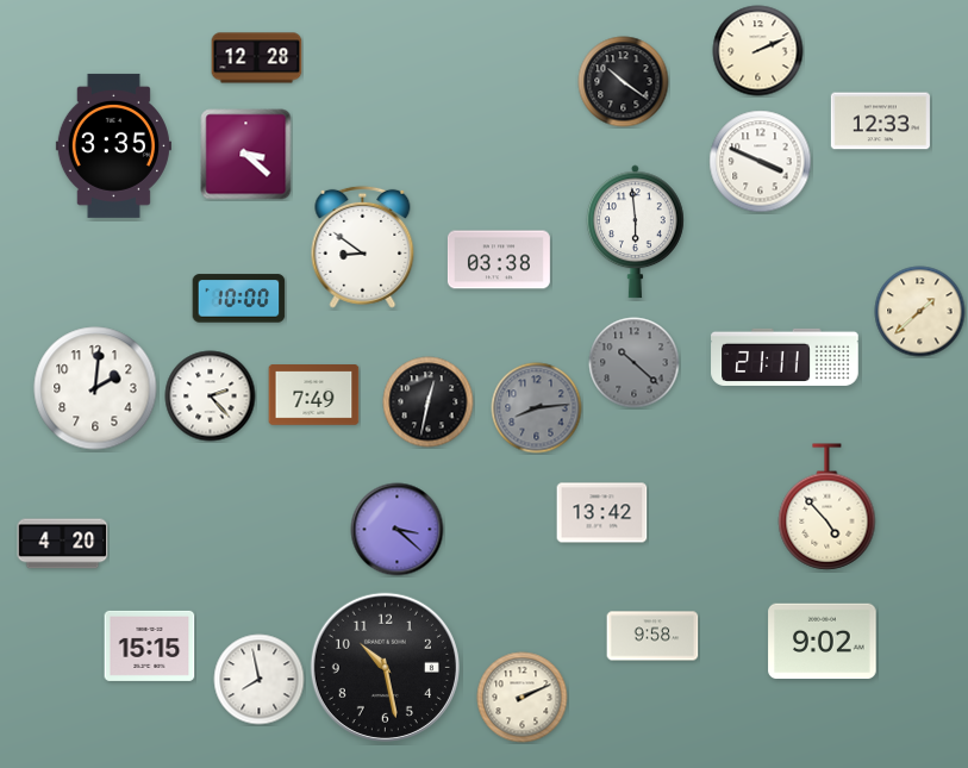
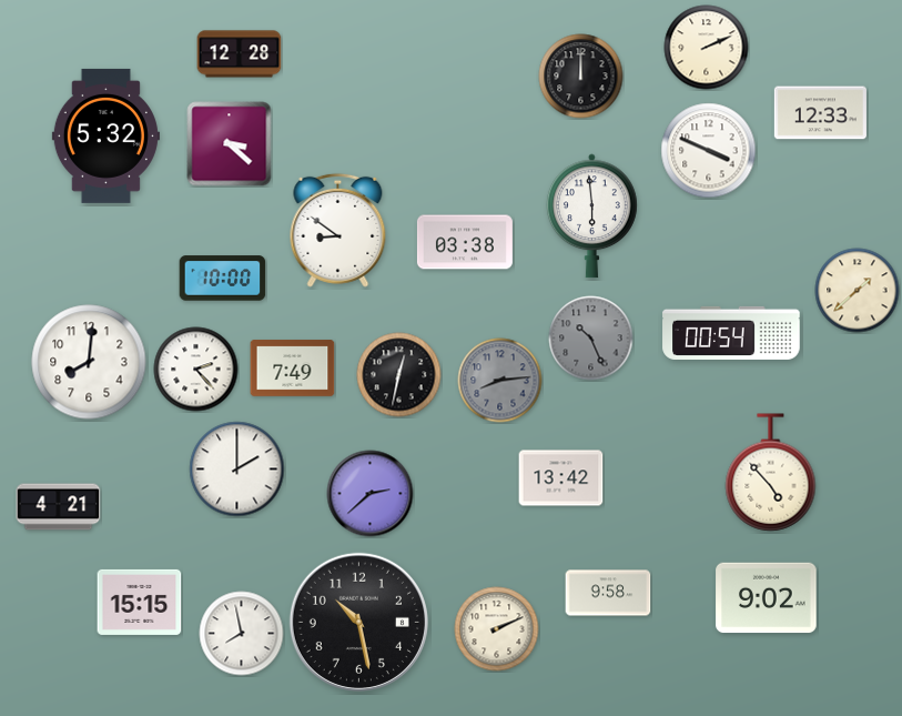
clock at (624, 82): 10:21 -> 12:00
clock at (113, 145): 3:35 -> 5:32
clock at (785, 357): 21:11 -> 00:54
clock at (635, 363): 10:22 -> 10:26
clock at (95, 388): 2:01 -> 8:01
clock at (237, 470): none -> 2:00
clock at (398, 530): 3:22 -> 2:38
clock at (63, 544): 4:20 -> 4:21
clock at (523, 698) position: (523, 698) -> (497, 629)
